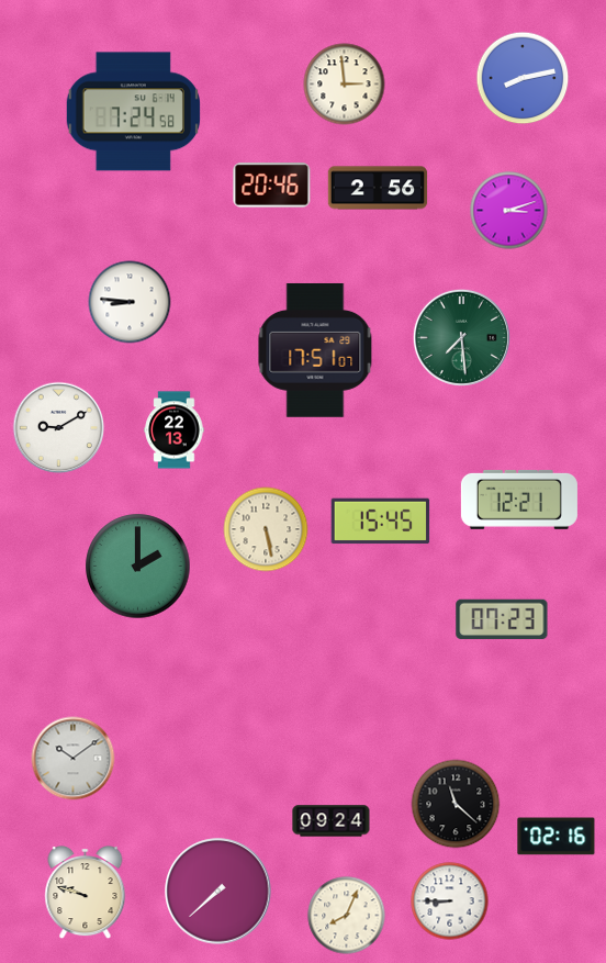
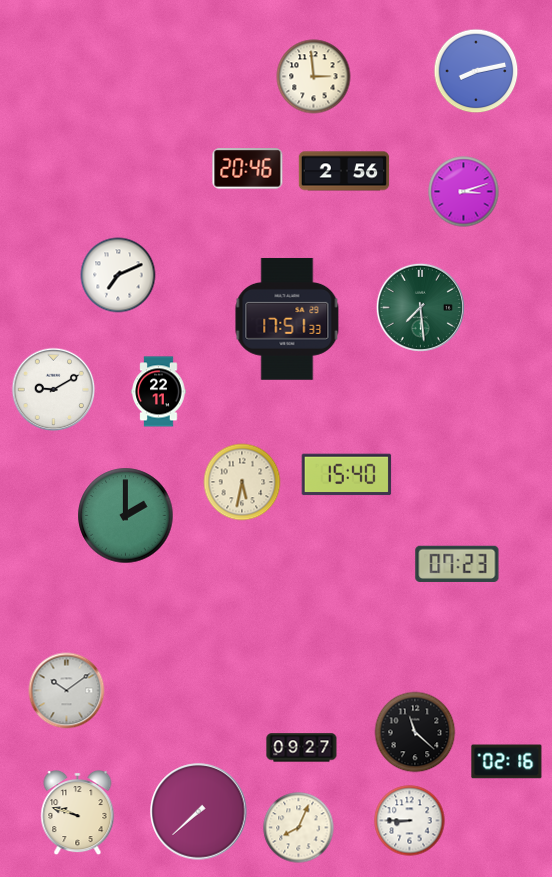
clock at (133, 112): 7:24 -> none
clock at (130, 302): 8:46 -> 7:11
clock at (315, 350): 17:51:07 -> 17:51:33
clock at (175, 430): 22:13 -> 22:11
clock at (519, 500): 12:21 -> none
clock at (381, 522): 15:45 -> 15:40
clock at (266, 529): 5:28 -> 5:32
clock at (332, 821): 09:24 -> 09:27
clock at (347, 916) position: (347, 916) -> (299, 828)
